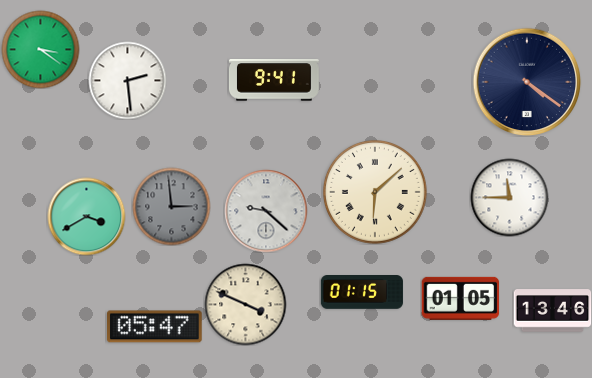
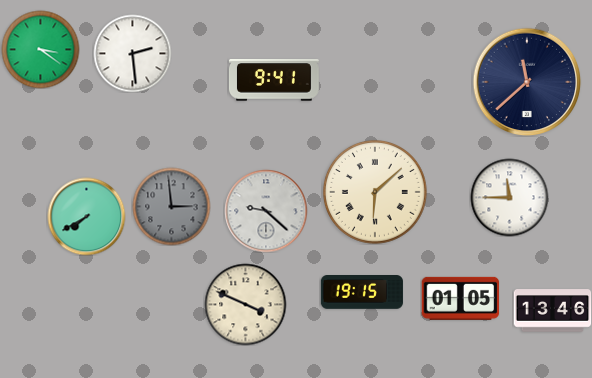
clock at (127, 80) position: (127, 80) -> (132, 53)
clock at (527, 82): 4:21 -> 11:38
clock at (86, 216): 3:40 -> 7:40
clock at (362, 293): 01:15 -> 19:15
clock at (155, 327): 05:47 -> none
